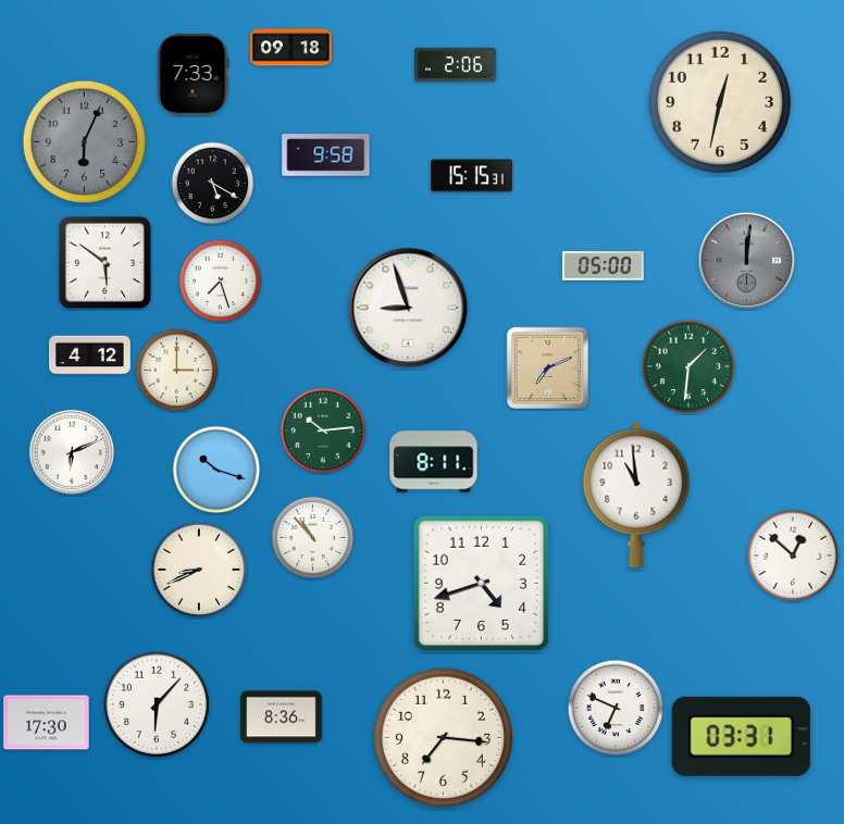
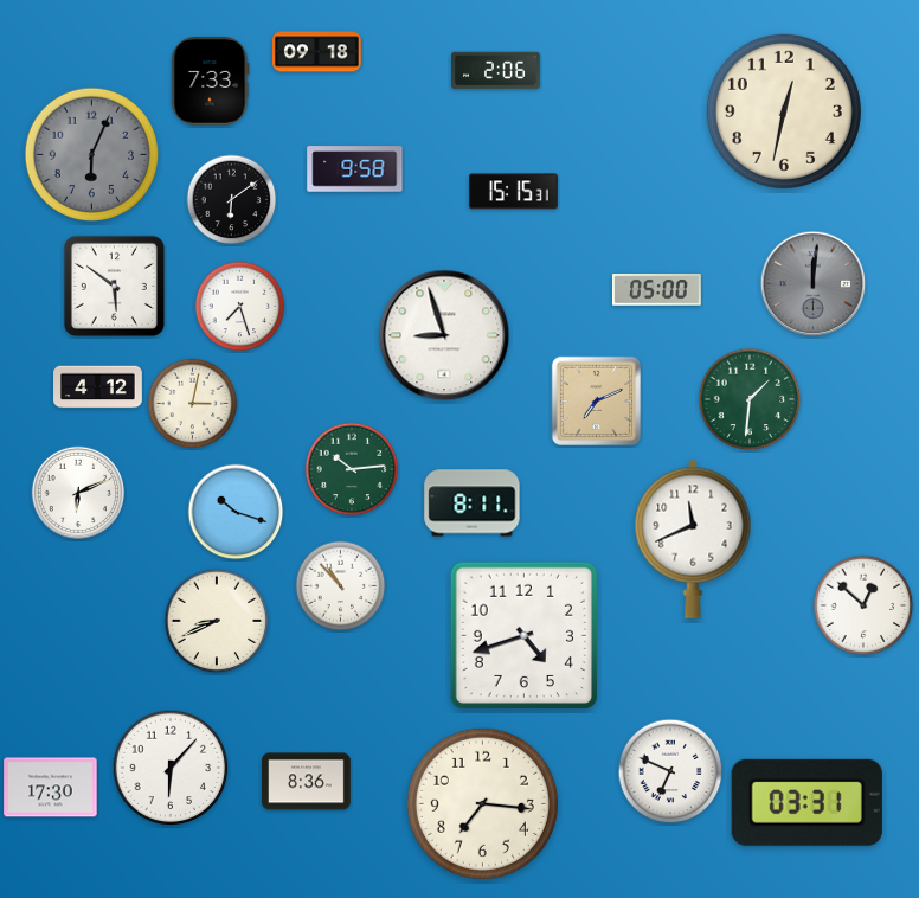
clock at (213, 184): 5:20 -> 6:09
clock at (177, 371): 3:00 -> 3:02
clock at (636, 495): 10:59 -> 11:41
